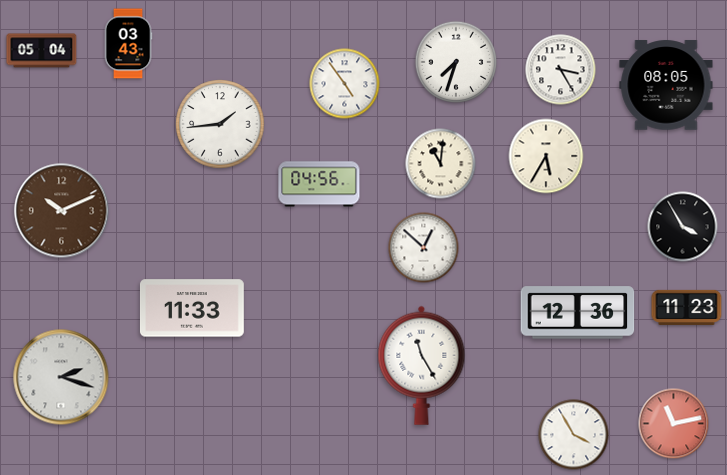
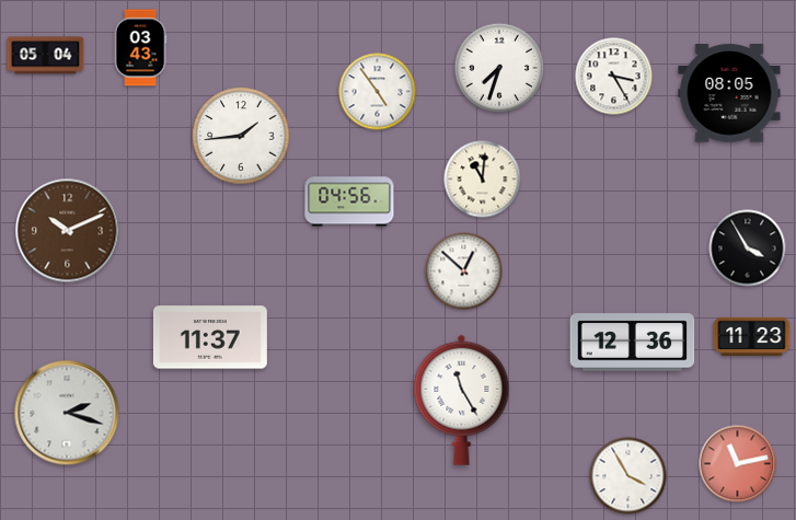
clock at (546, 156): 5:35 -> none
clock at (192, 308): 11:33 -> 11:37
